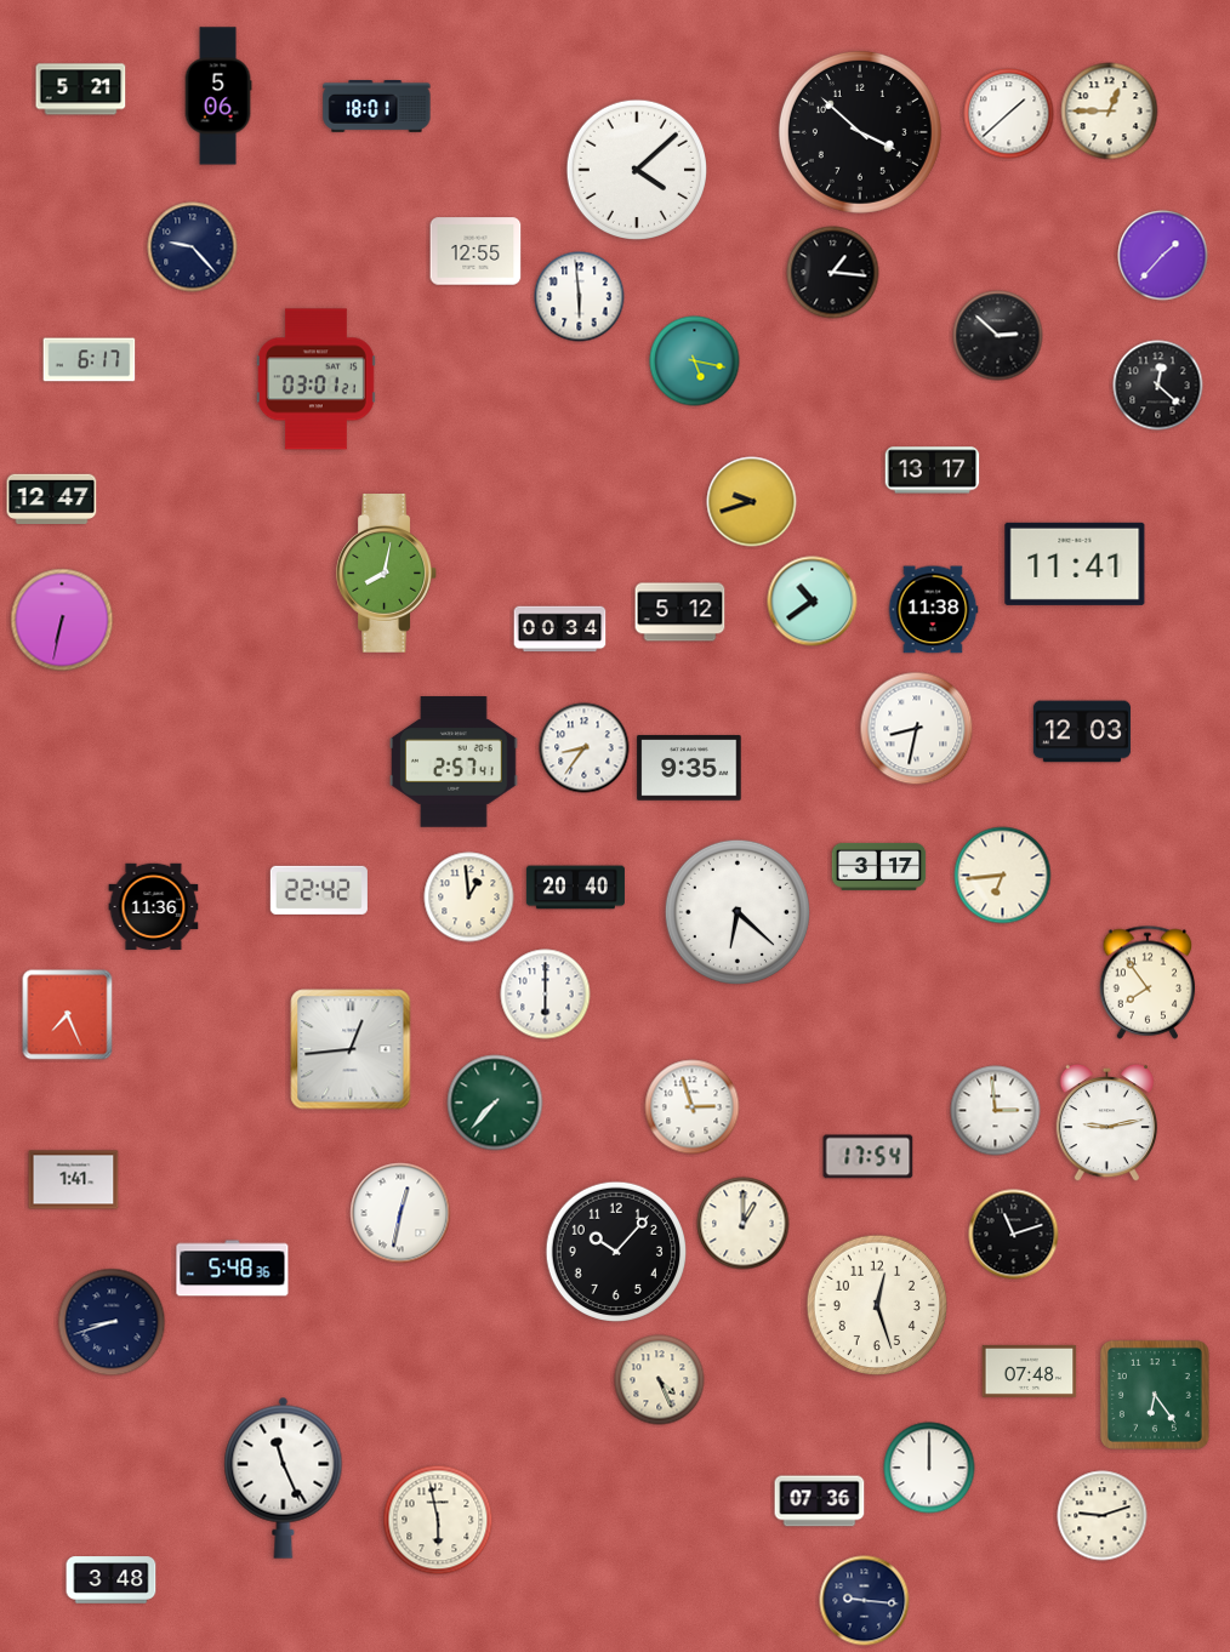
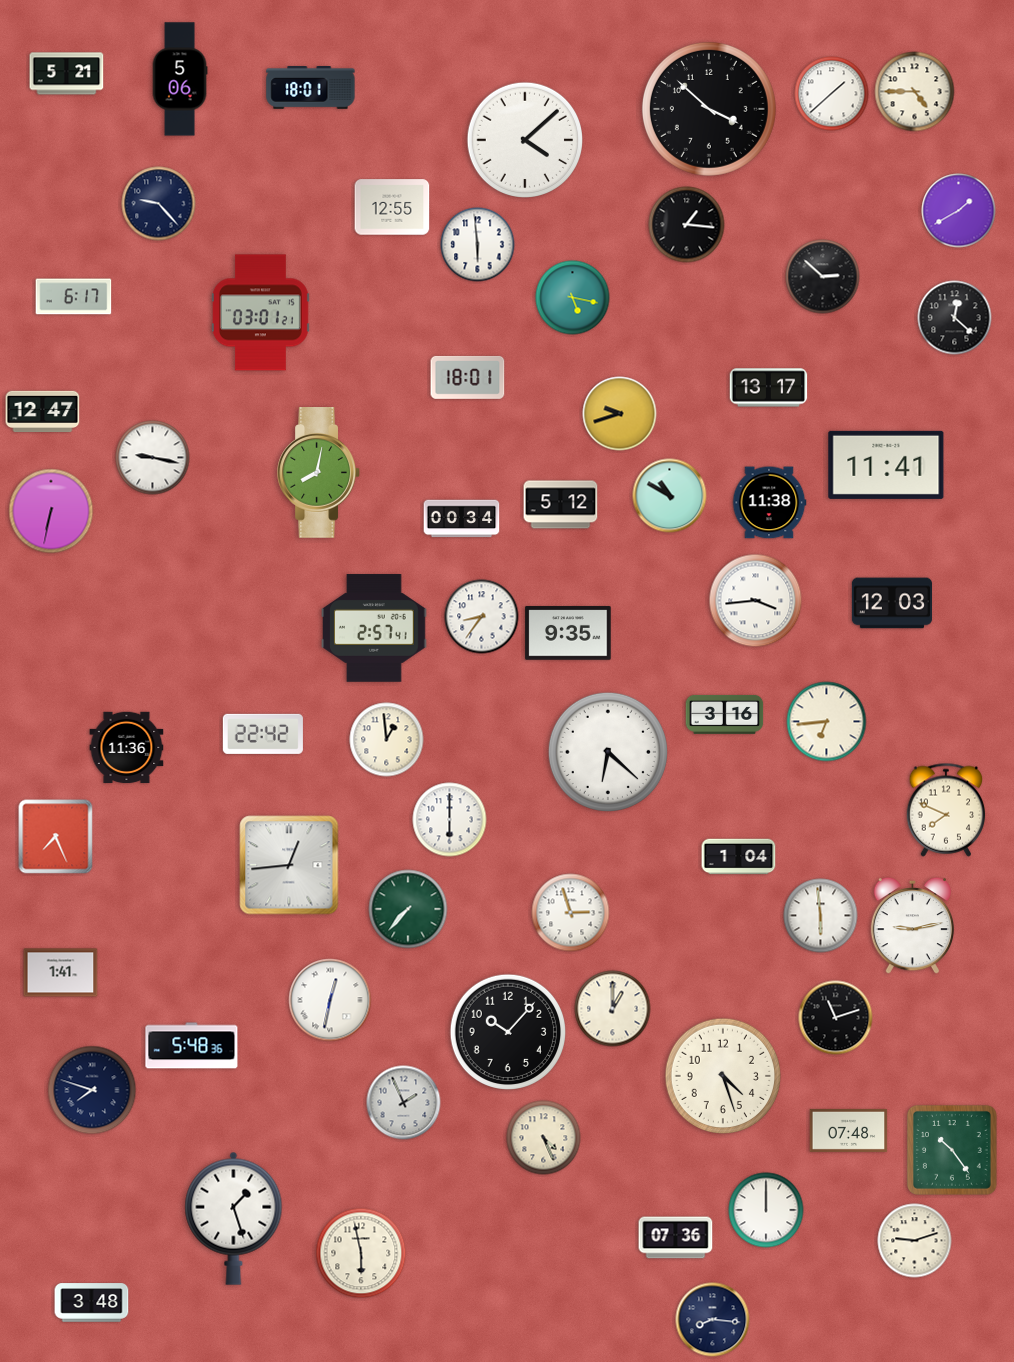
clock at (1110, 112): 12:45 -> 4:45
clock at (1163, 256): 1:37 -> 1:40
clock at (468, 377): none -> 18:01
clock at (153, 458): none -> 9:17
clock at (813, 602): 10:39 -> 10:50
clock at (917, 729): 8:32 -> 3:44
clock at (879, 867): 3:17 -> 3:16
clock at (575, 888): 20:40 -> none
clock at (1148, 982): 7:54 -> 7:49
clock at (739, 857): none -> 1:04
clock at (996, 1111): 2:59 -> 5:59
clock at (869, 1157): 17:54 -> none
clock at (876, 1304): 12:27 -> 4:27
clock at (112, 1322): 8:42 -> 7:48
clock at (404, 1103): none -> 1:56
clock at (1155, 1395): 6:24 -> 10:24
clock at (284, 1477): 11:26 -> 1:27
clock at (1103, 1516) position: (1103, 1516) -> (915, 1241)
clock at (865, 1601): 9:16 -> 8:16
